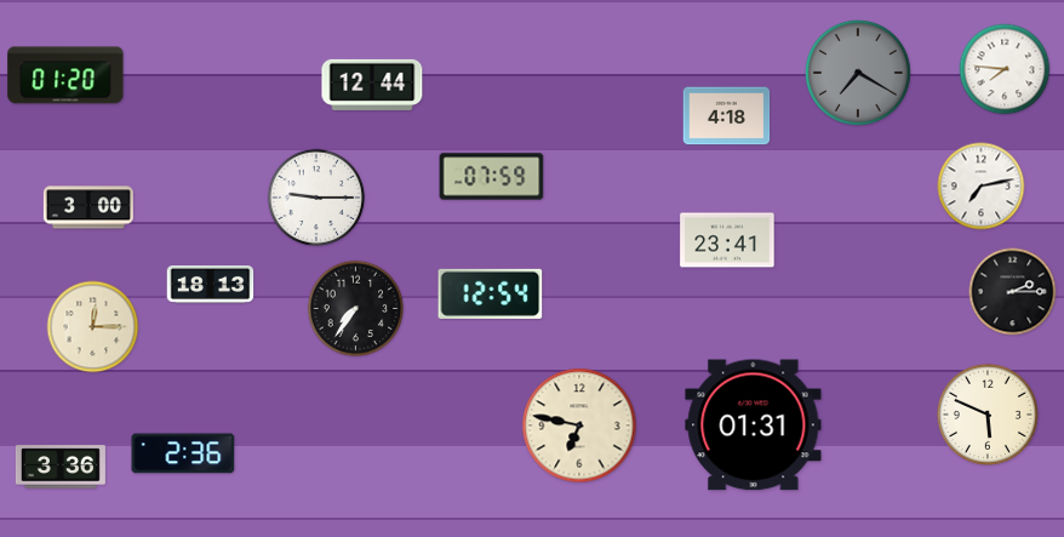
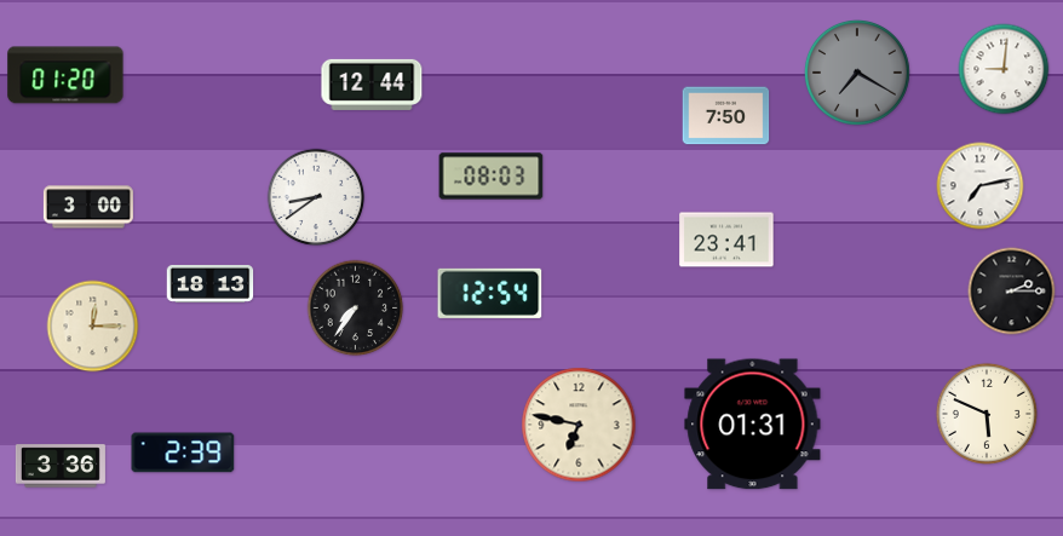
clock at (1005, 69): 7:46 -> 9:01
clock at (727, 116): 4:18 -> 7:50
clock at (492, 177): 07:59 -> 08:03
clock at (316, 198): 9:15 -> 8:39
clock at (183, 453): 2:36 -> 2:39
